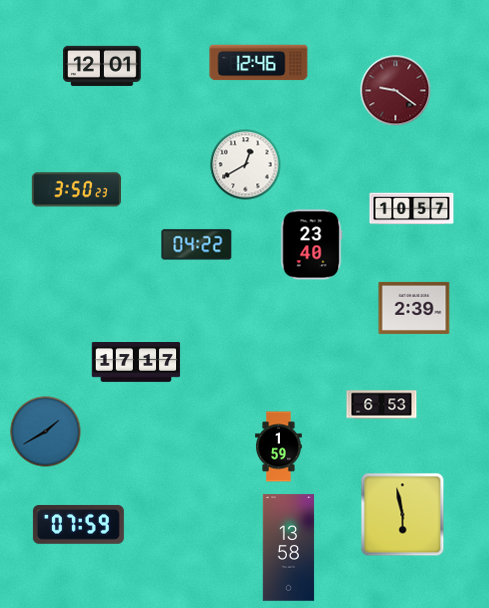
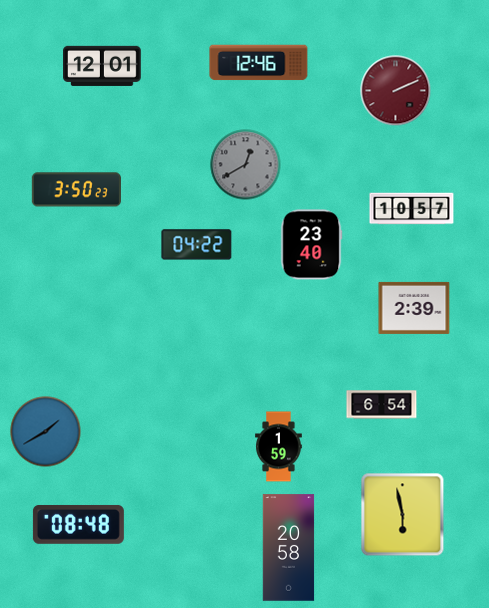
clock at (396, 91): 9:21 -> 2:11
clock at (246, 165) dial: white -> grey
clock at (136, 363): 17:17 -> none
clock at (382, 405): 6:53 -> 6:54
clock at (78, 524): 07:59 -> 08:48
clock at (289, 548): 13:58 -> 20:58
